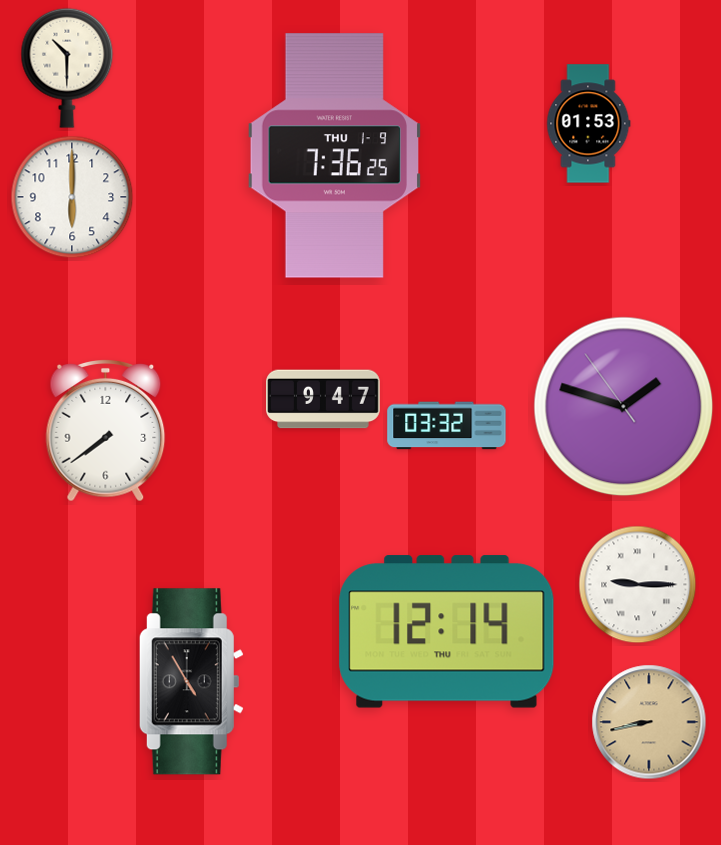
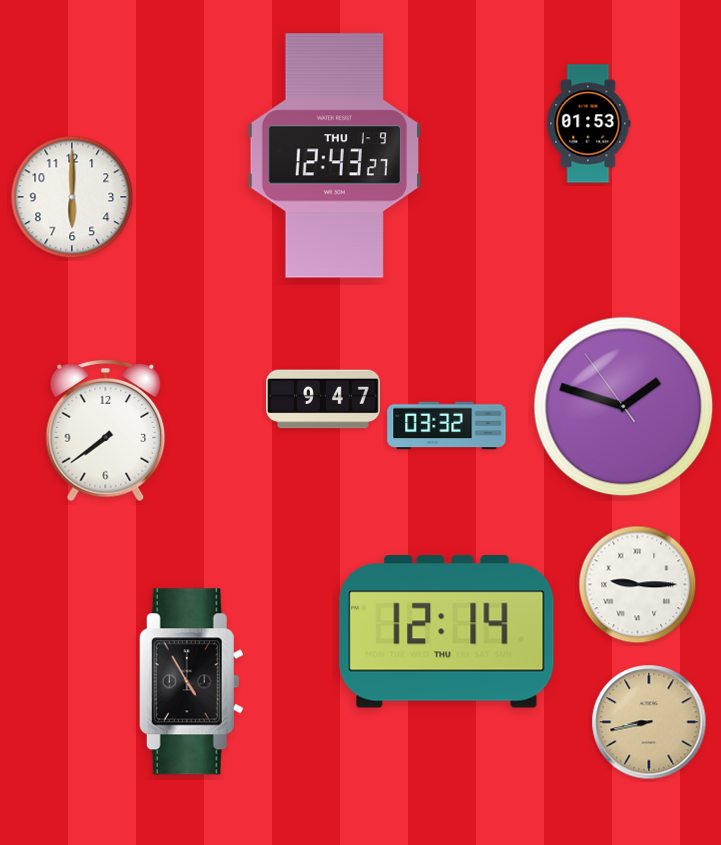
clock at (67, 68): 10:30 -> none
clock at (334, 156): 7:36 -> 12:43
